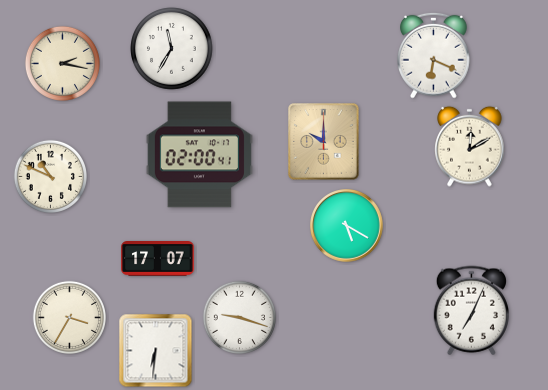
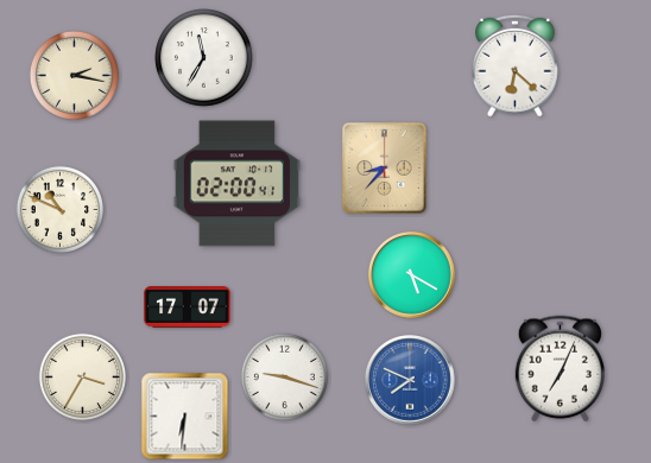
clock at (434, 55): 6:19 -> 6:22
clock at (324, 142): 10:00 -> 8:37
clock at (470, 146): 12:10 -> none
clock at (347, 226) position: (347, 226) -> (412, 275)
clock at (410, 380): none -> 7:49
